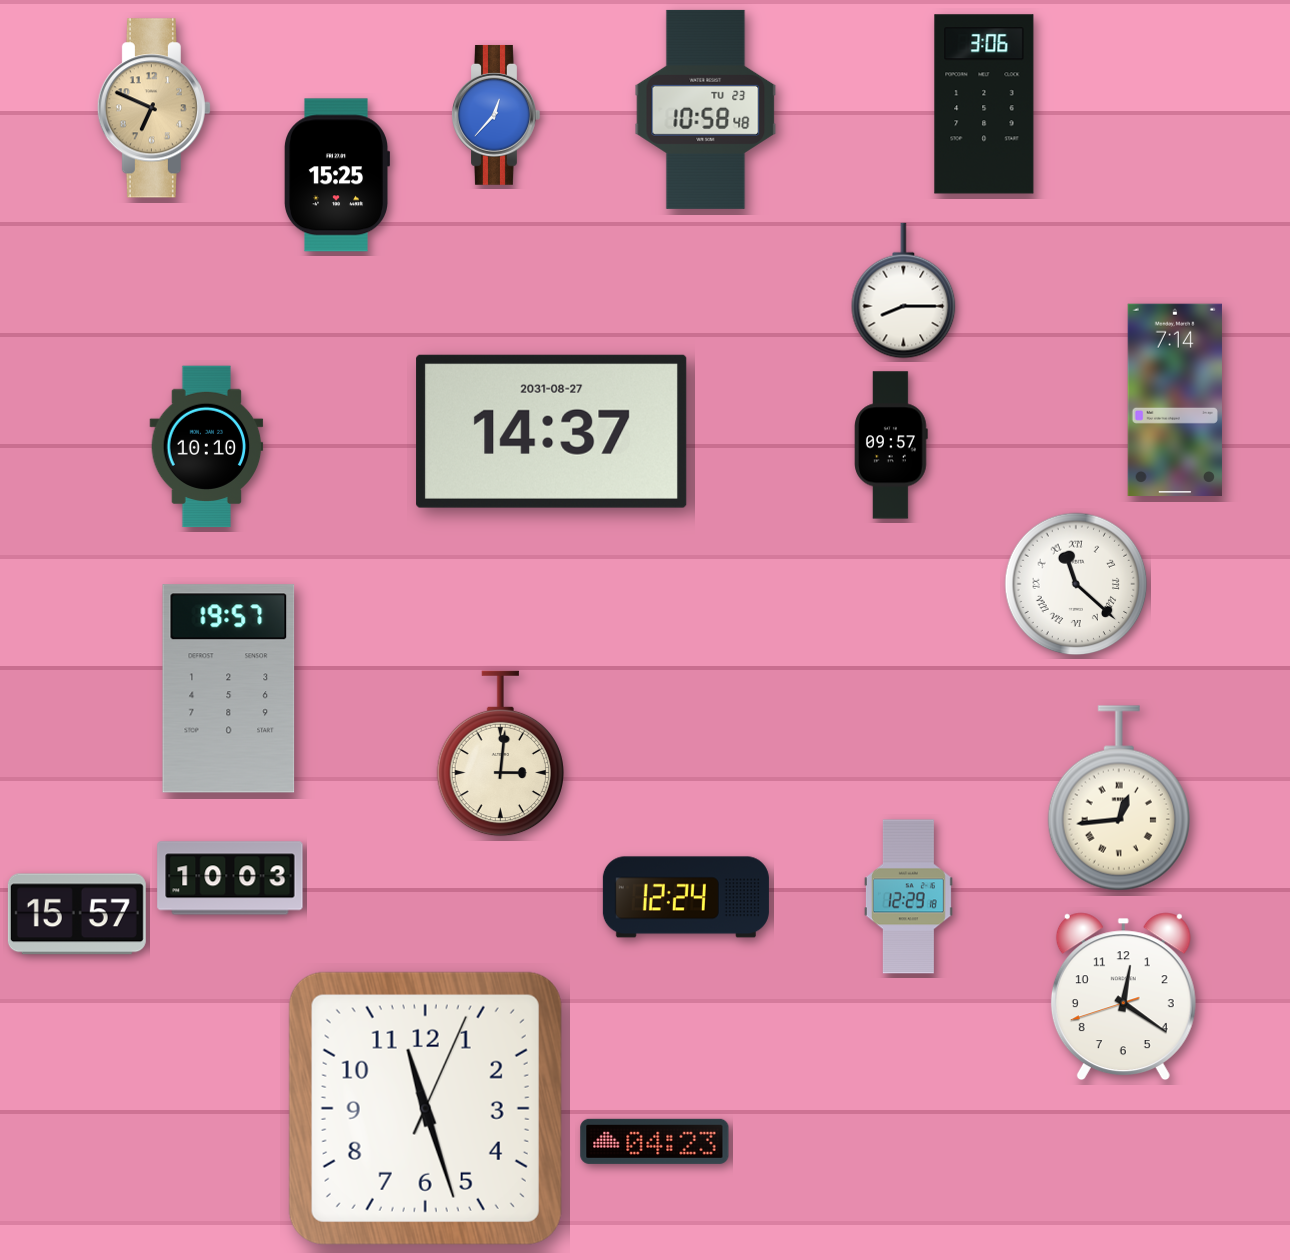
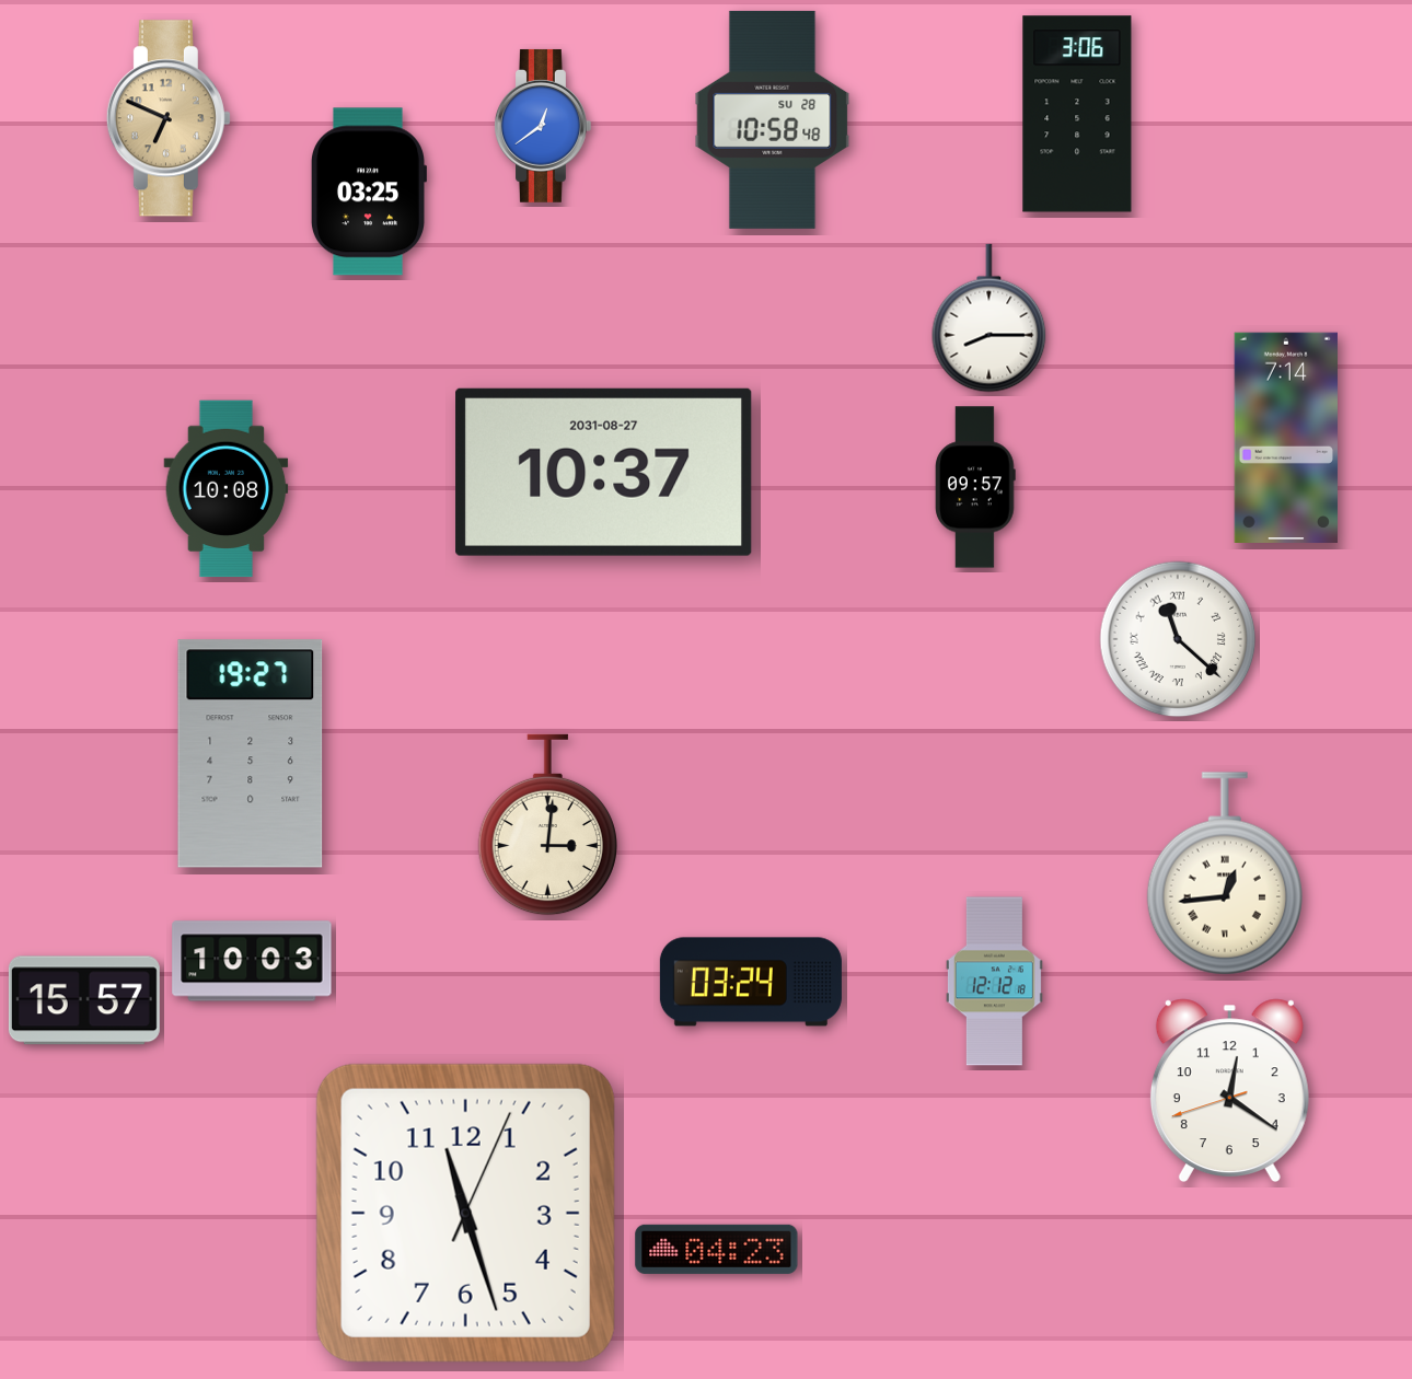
clock at (706, 109) date: TU 23 -> SU 28
clock at (496, 115): 12:37 -> 12:39
clock at (336, 175): 15:25 -> 03:25
clock at (552, 431): 14:37 -> 10:37
clock at (207, 447): 10:10 -> 10:08
clock at (229, 689): 19:57 -> 19:27
clock at (686, 897): 12:24 -> 03:24
clock at (908, 897): 12:29 -> 12:12
